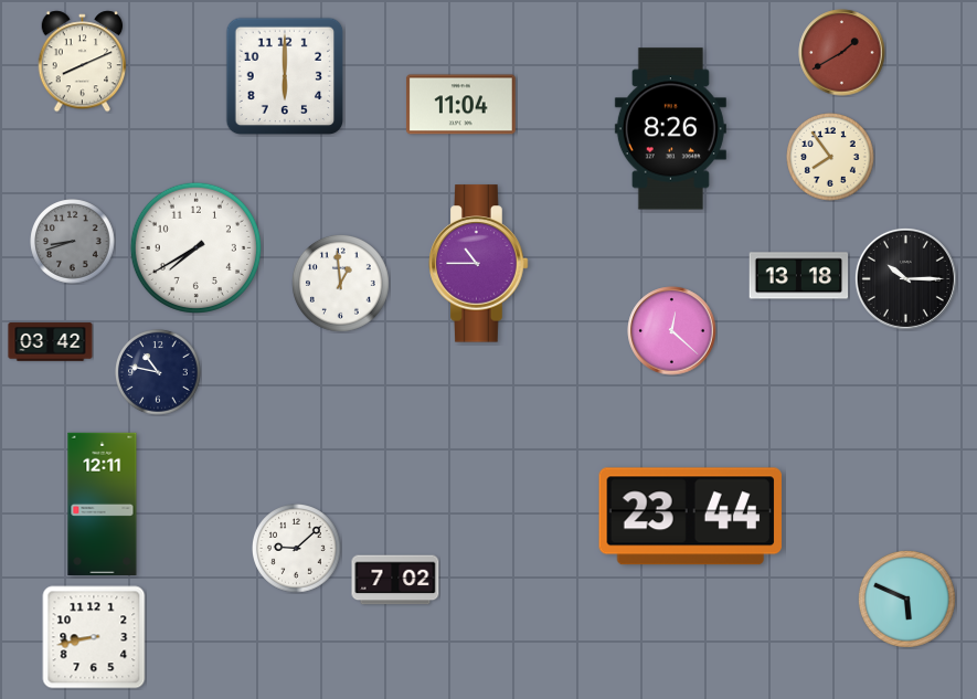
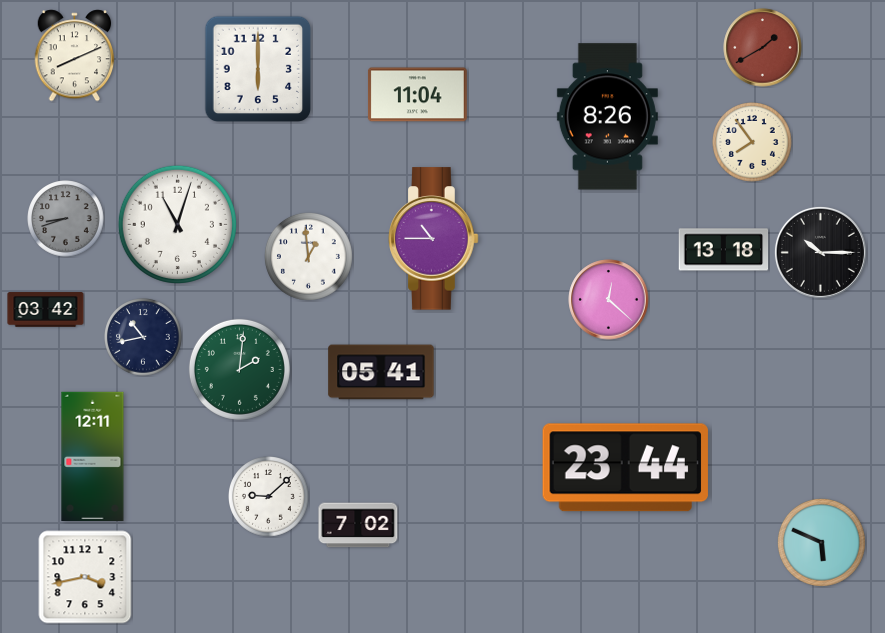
clock at (195, 247): 7:40 -> 11:03
clock at (158, 372): 10:47 -> 10:43
clock at (239, 369): none -> 2:01
clock at (381, 372): none -> 05:41
clock at (94, 637): 8:43 -> 3:43
